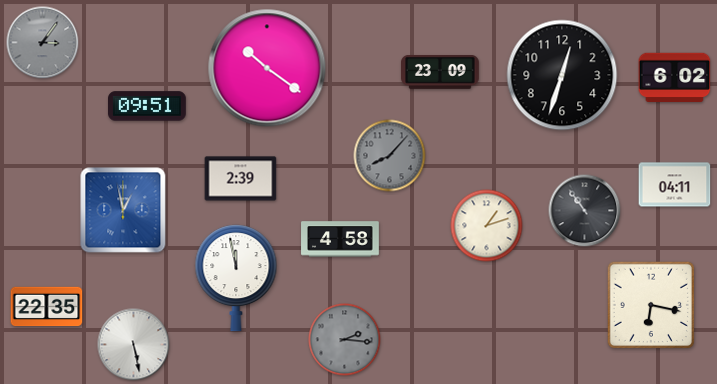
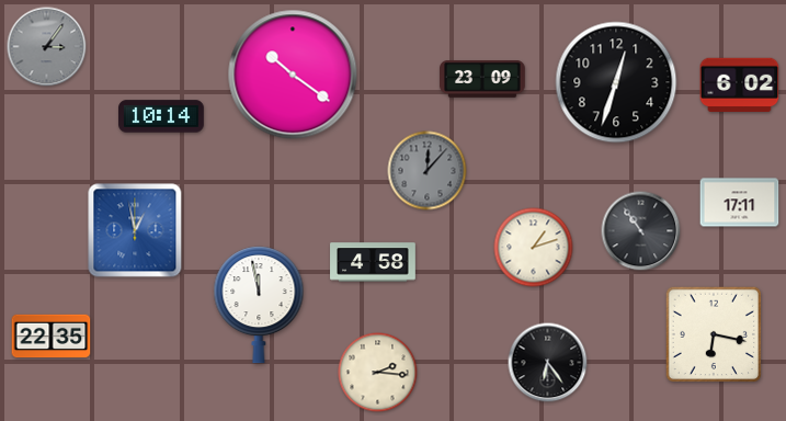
clock at (147, 106): 09:51 -> 10:14
clock at (390, 156): 8:07 -> 12:07
clock at (241, 179): 2:39 -> none
clock at (675, 185): 04:11 -> 17:11
clock at (548, 363): none -> 6:24
clock at (345, 340) dial: grey -> cream
clock at (134, 345): 5:28 -> none
